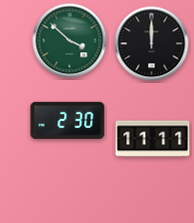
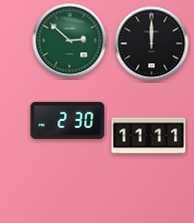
clock at (70, 41): 3:52 -> 2:52
clock at (153, 139) position: (153, 139) -> (149, 136)
